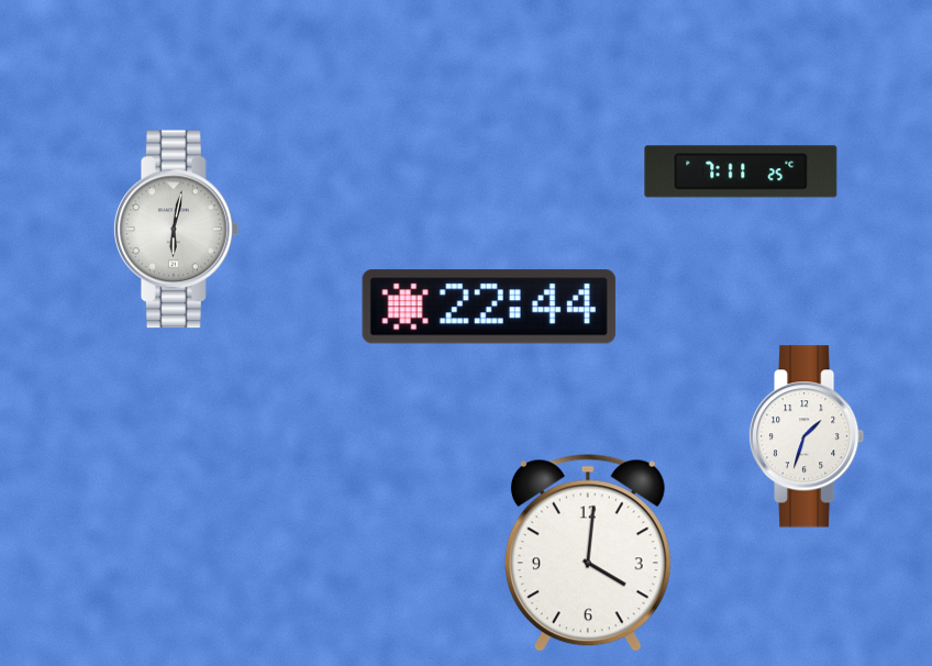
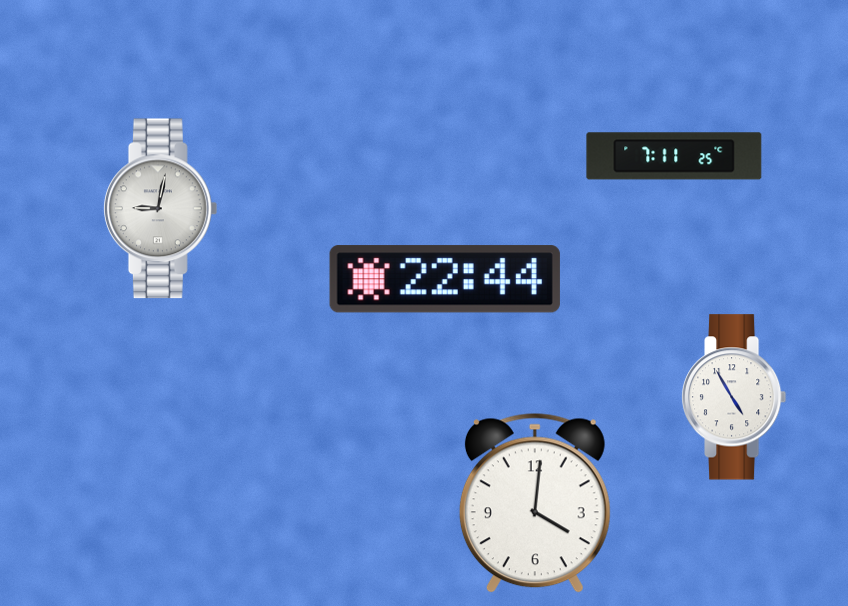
clock at (176, 230): 6:02 -> 9:02
clock at (807, 436): 1:33 -> 4:55
